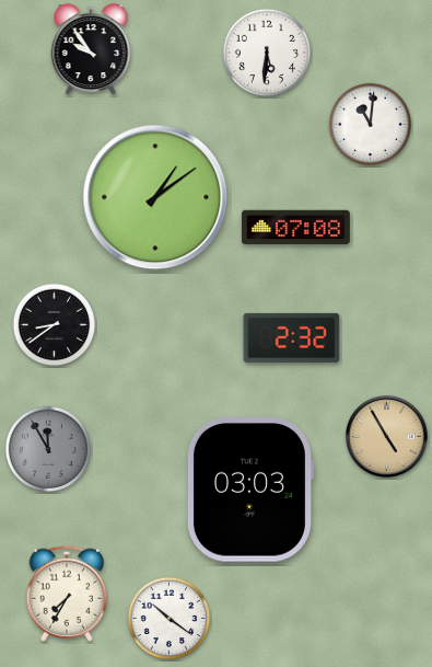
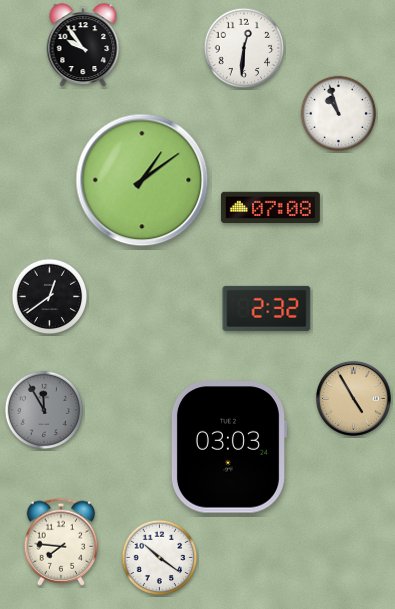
clock at (267, 53): 5:31 -> 12:31
clock at (371, 125): 11:01 -> 10:57
clock at (55, 325): 8:39 -> 12:39
clock at (67, 594): 7:35 -> 7:46
clock at (170, 619) position: (170, 619) -> (160, 558)
